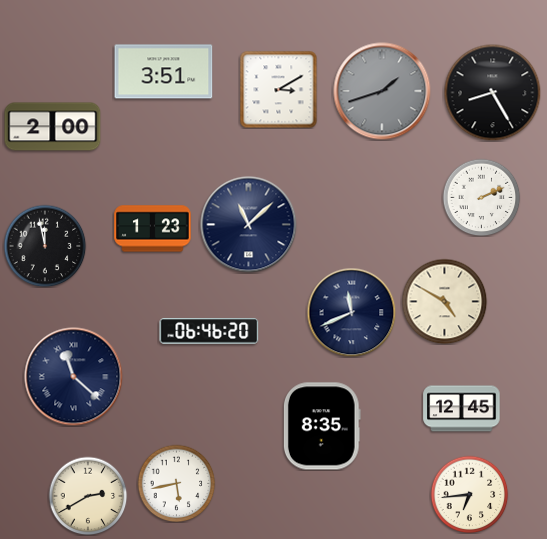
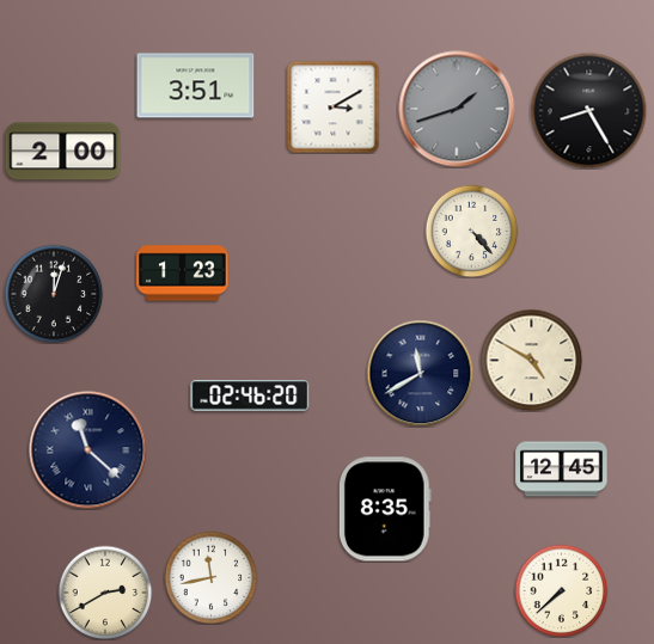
clock at (471, 231): none -> 4:23
clock at (481, 197): 2:11 -> none
clock at (249, 225): 11:08 -> none
clock at (45, 246): 11:58 -> 12:03
clock at (351, 312): 11:41 -> 11:40
clock at (209, 331): 06:46 -> 02:46
clock at (462, 409) position: (462, 409) -> (562, 470)
clock at (176, 483): 5:43 -> 11:43
clock at (469, 494): 6:44 -> 7:38
